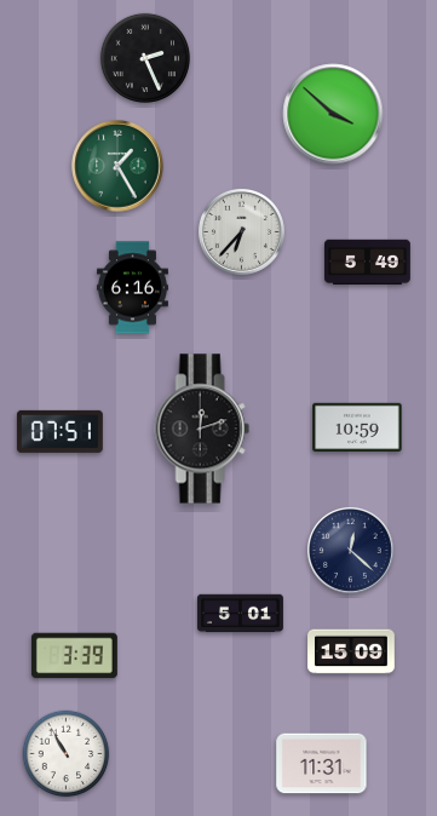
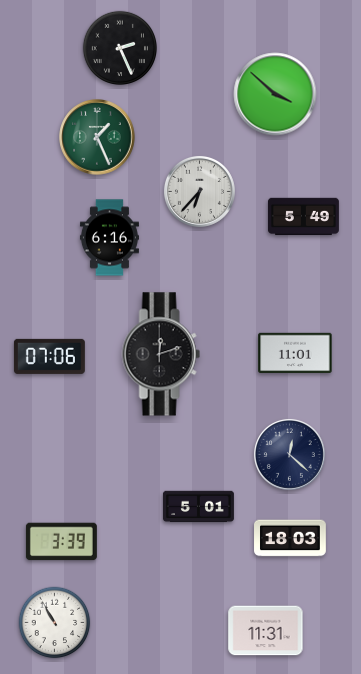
clock at (117, 166): 1:25 -> 1:26
clock at (357, 427): 10:59 -> 11:01
clock at (202, 429) position: (202, 429) -> (161, 354)
clock at (59, 431): 07:51 -> 07:06
clock at (351, 651): 15:09 -> 18:03
